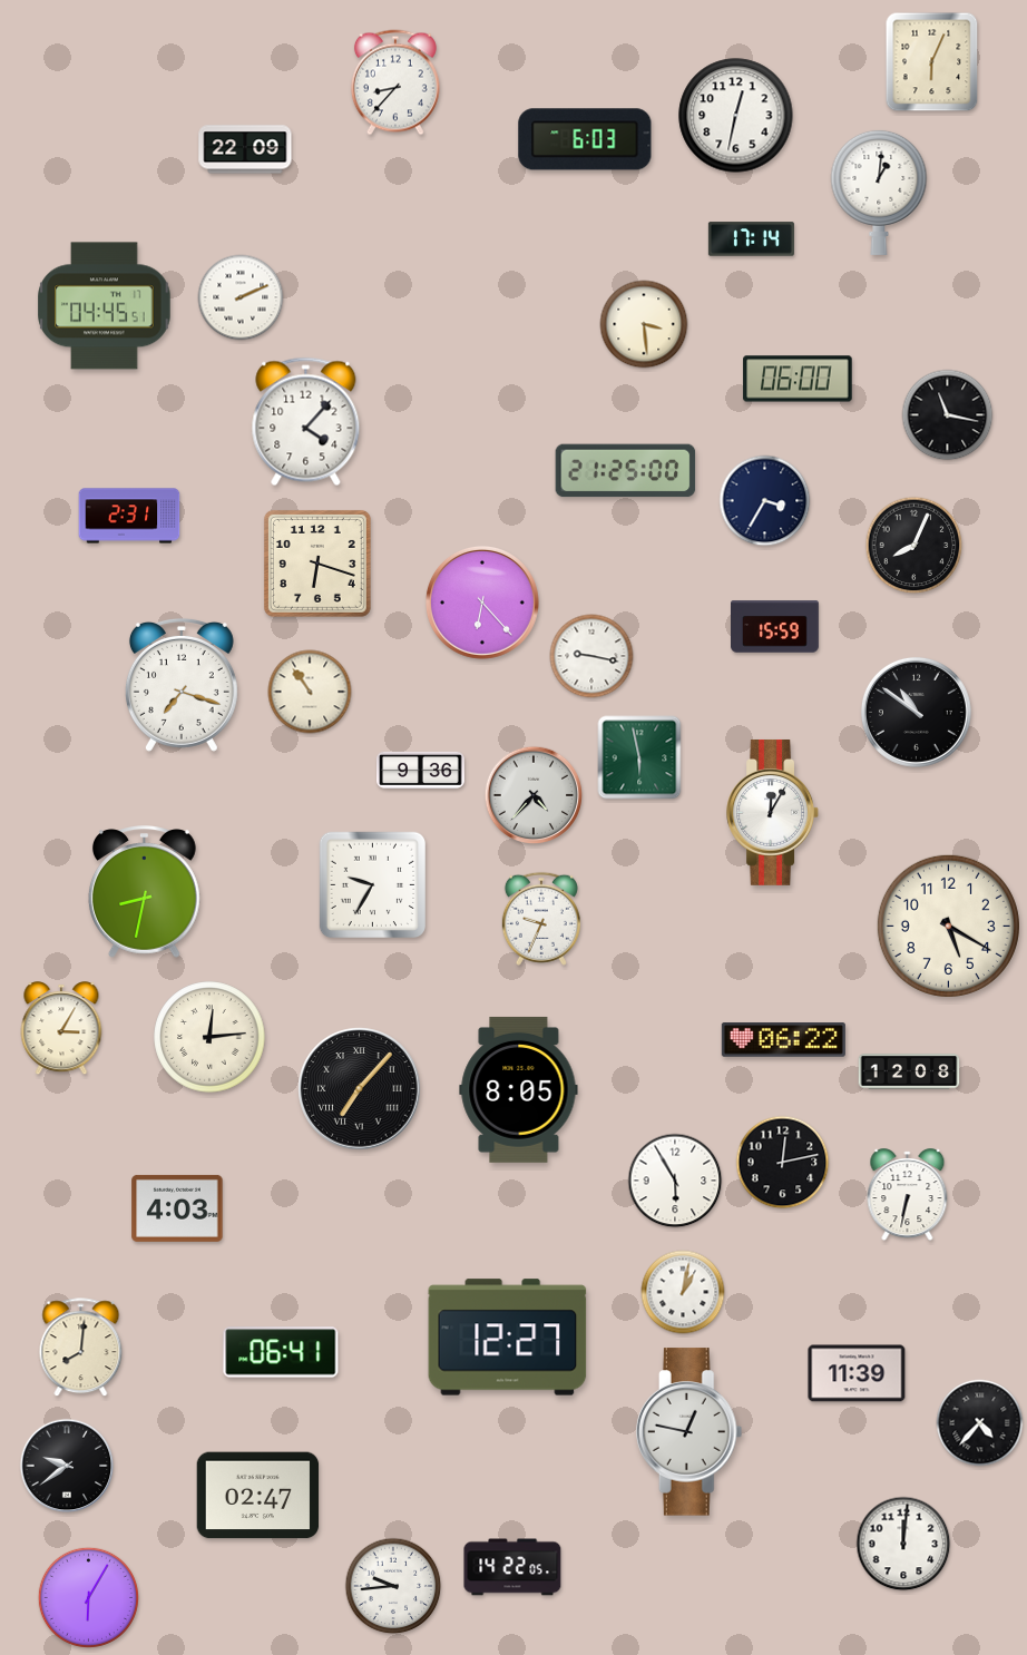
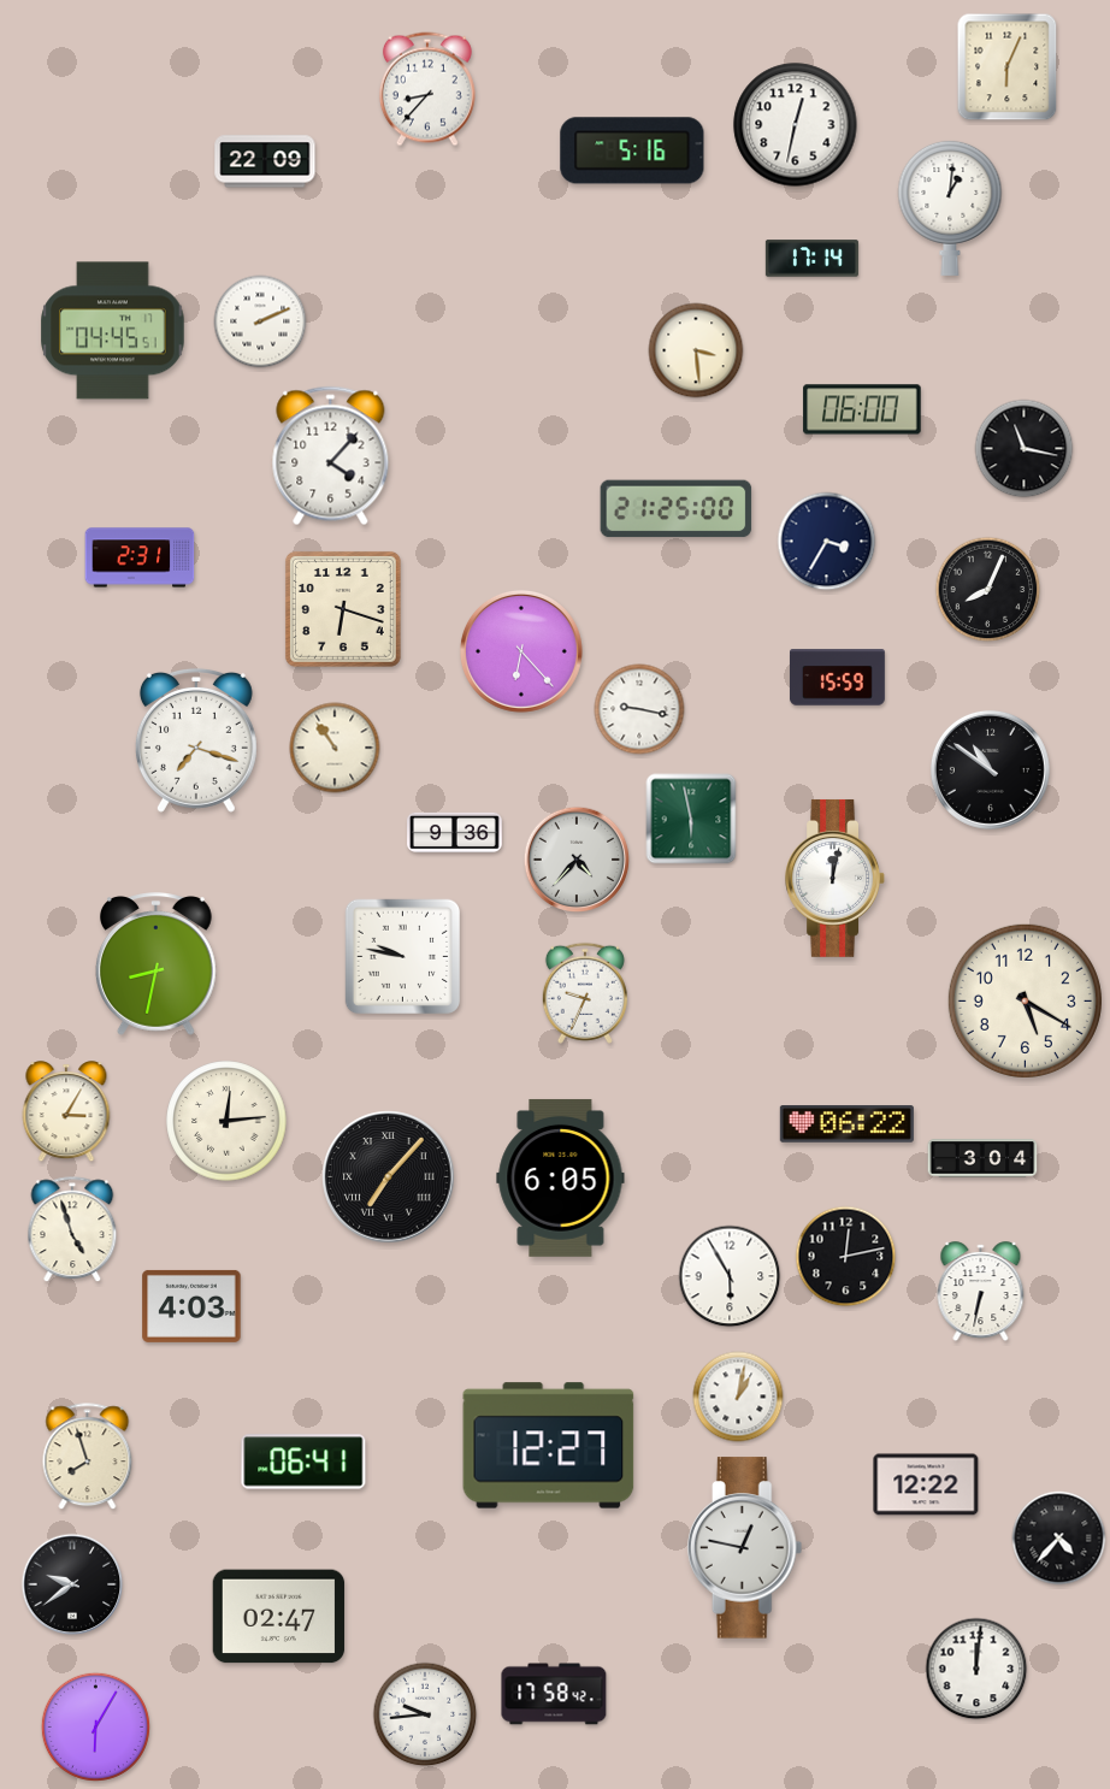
clock at (585, 139): 6:03 -> 5:16
clock at (773, 812): 12:05 -> 12:02
clock at (372, 884): 9:35 -> 9:47
clock at (909, 1071): 12:08 -> 3:04
clock at (519, 1089): 8:05 -> 6:05
clock at (72, 1230): none -> 4:57
clock at (81, 1348): 8:01 -> 7:57
clock at (857, 1373): 11:39 -> 12:22
clock at (512, 1567): 14:22 -> 17:58
